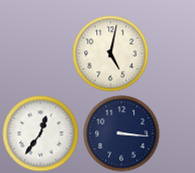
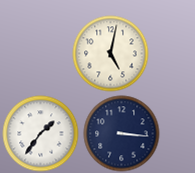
clock at (41, 134): 12:36 -> 1:36
